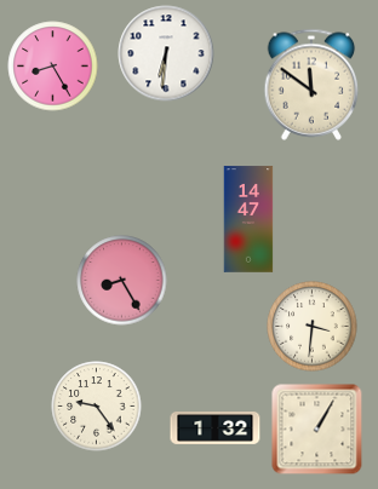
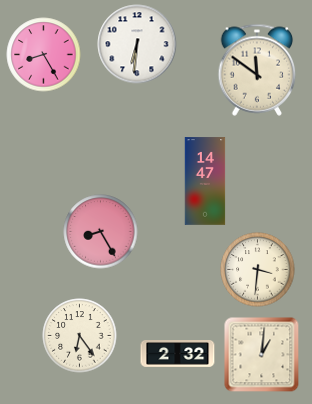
clock at (97, 407): 9:24 -> 6:24
clock at (216, 428): 1:32 -> 2:32
clock at (317, 430): 1:05 -> 1:01
